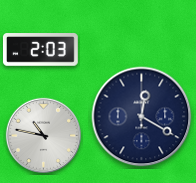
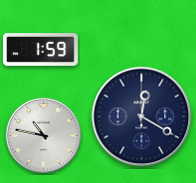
clock at (40, 50): 2:03 -> 1:59
